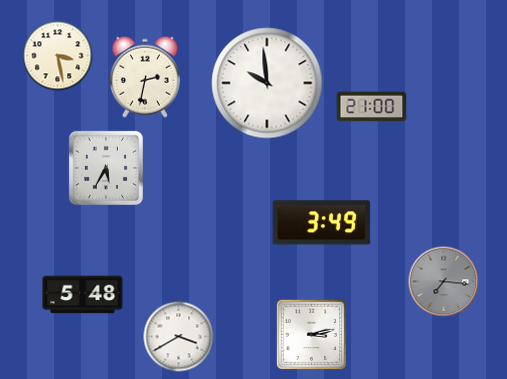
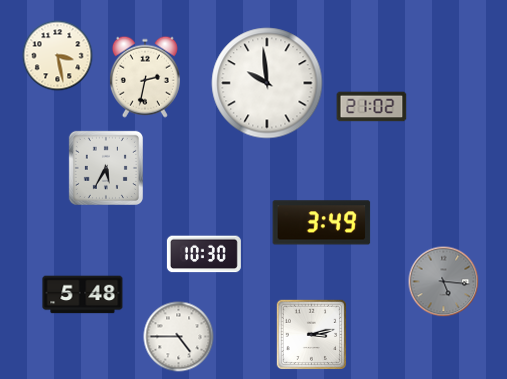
clock at (372, 107): 21:00 -> 21:02
clock at (204, 254): none -> 10:30
clock at (444, 282): 7:16 -> 5:16
clock at (179, 337): 3:40 -> 4:45
